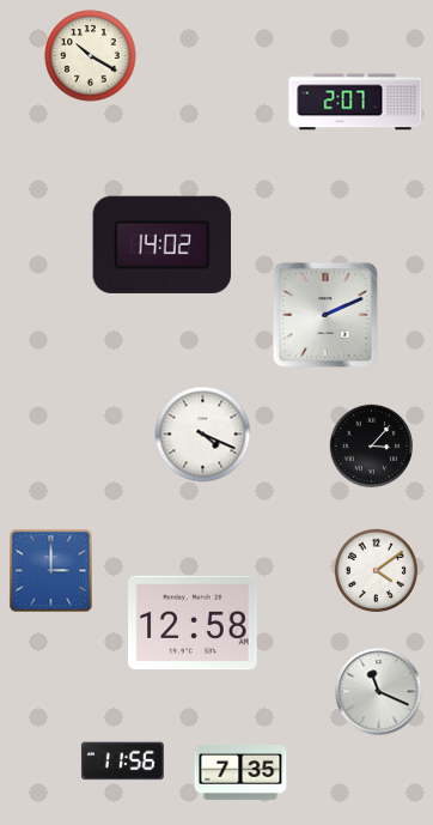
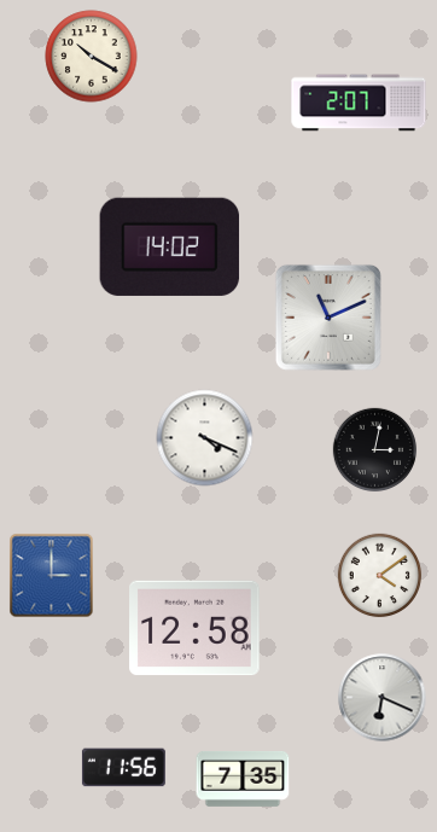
clock at (163, 244) position: (163, 244) -> (170, 246)
clock at (325, 315): 2:11 -> 11:11
clock at (372, 447): 3:07 -> 3:02
clock at (379, 692): 11:19 -> 6:19
